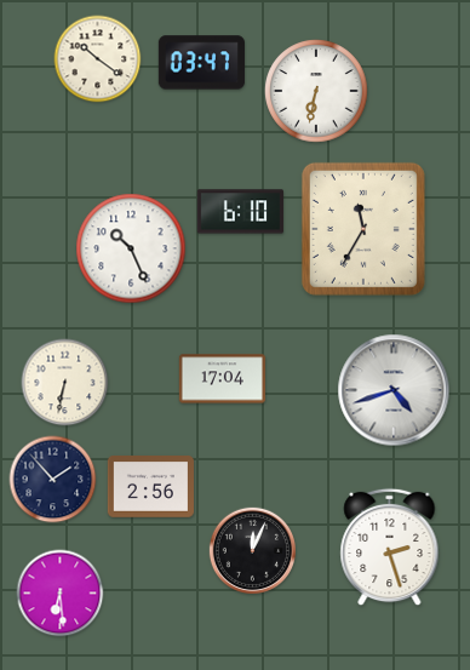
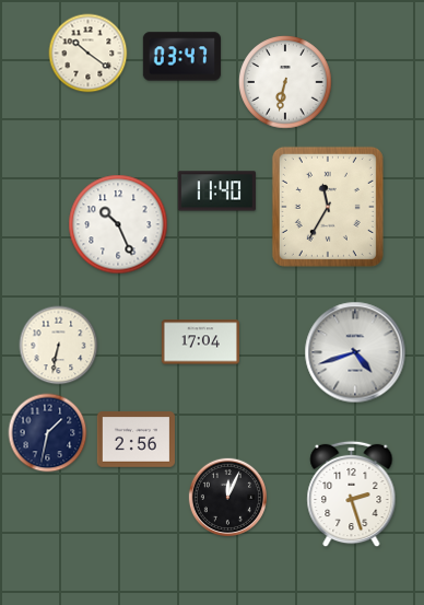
clock at (240, 212): 6:10 -> 11:40
clock at (53, 480): 1:53 -> 1:32
clock at (61, 594): 6:29 -> none
